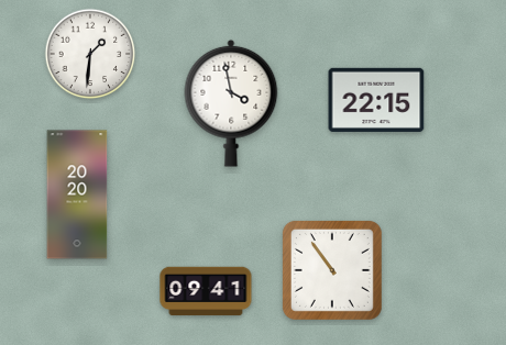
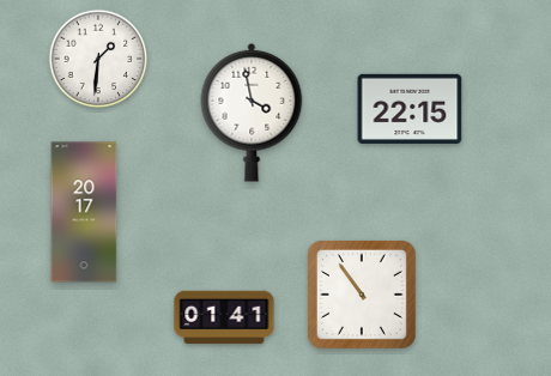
clock at (77, 194): 20:20 -> 20:17
clock at (206, 291): 09:41 -> 01:41
